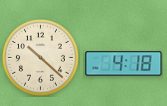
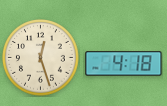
clock at (41, 58): 10:22 -> 12:27
